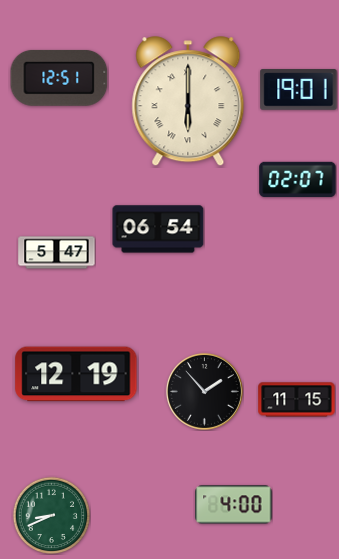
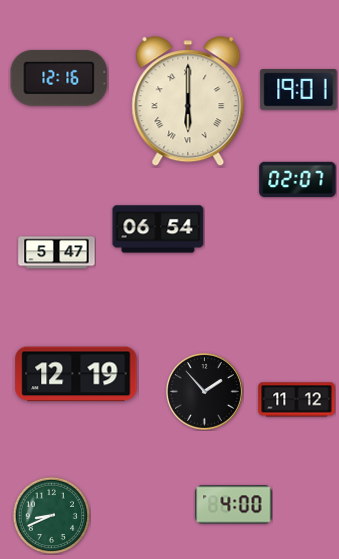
clock at (59, 78): 12:51 -> 12:16
clock at (297, 400): 11:15 -> 11:12
